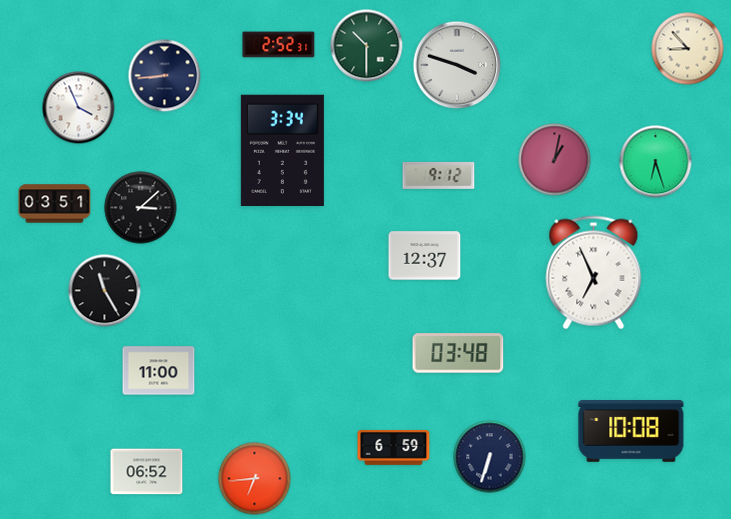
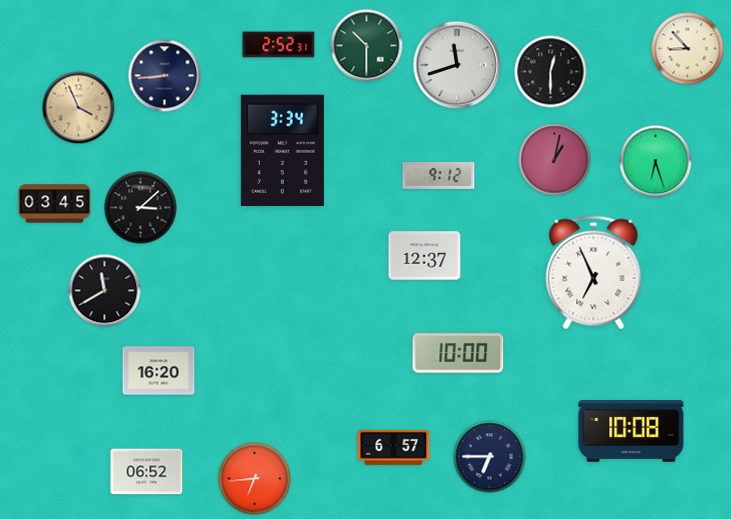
clock at (457, 65): 3:48 -> 11:42
clock at (551, 72): none -> 12:30
clock at (79, 108) dial: white -> champagne
clock at (55, 204): 03:51 -> 03:45
clock at (105, 291): 11:25 -> 11:40
clock at (458, 353): 03:48 -> 10:00
clock at (159, 371): 11:00 -> 16:20
clock at (394, 447): 6:59 -> 6:57
clock at (490, 457): 6:33 -> 6:45
